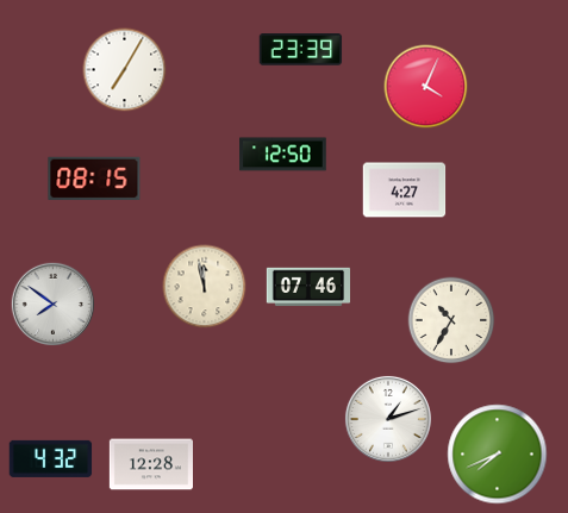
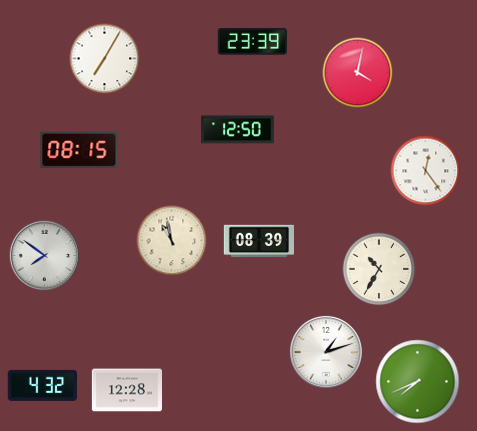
clock at (426, 87): 4:04 -> 4:02
clock at (405, 190): 4:27 -> none
clock at (426, 171): none -> 12:24
clock at (205, 287): 11:58 -> 10:58
clock at (307, 287): 07:46 -> 08:39
